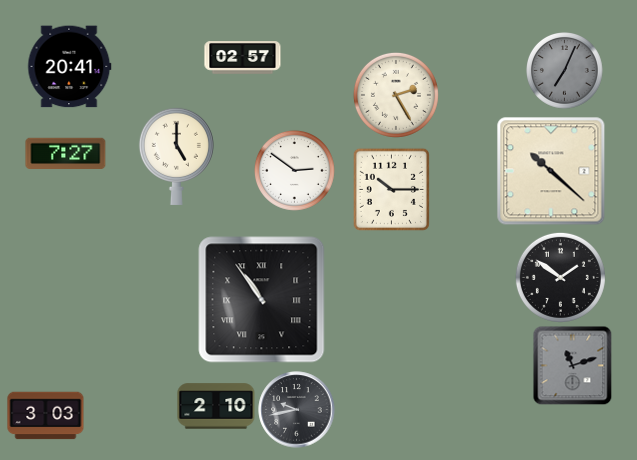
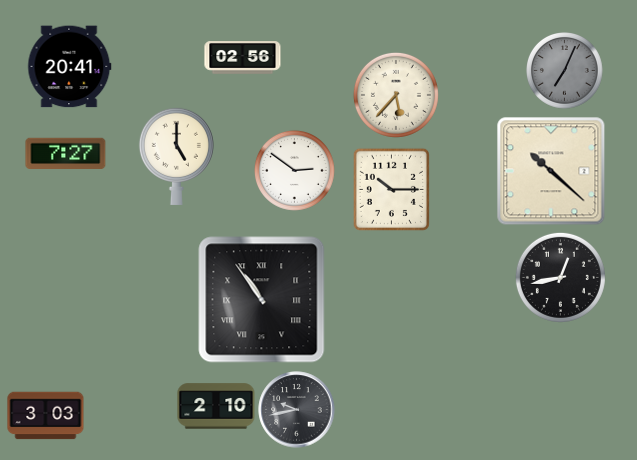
clock at (243, 58): 02:57 -> 02:56
clock at (396, 95): 2:25 -> 5:37
clock at (560, 277): 1:51 -> 12:43
clock at (572, 365): 11:12 -> none
